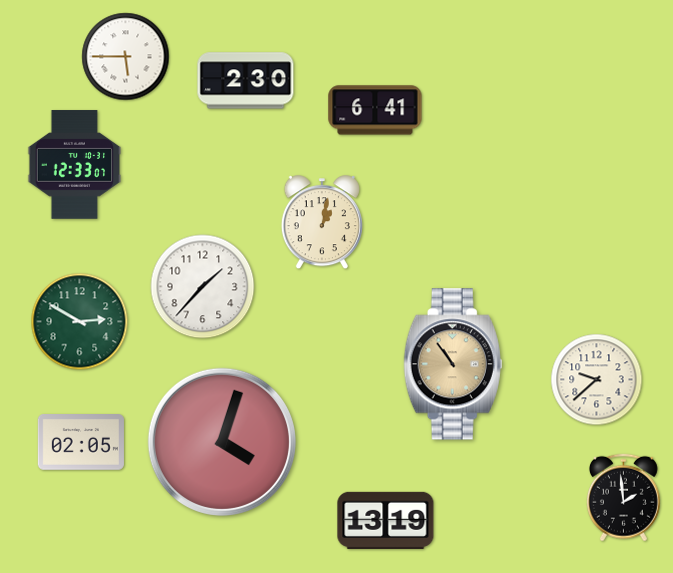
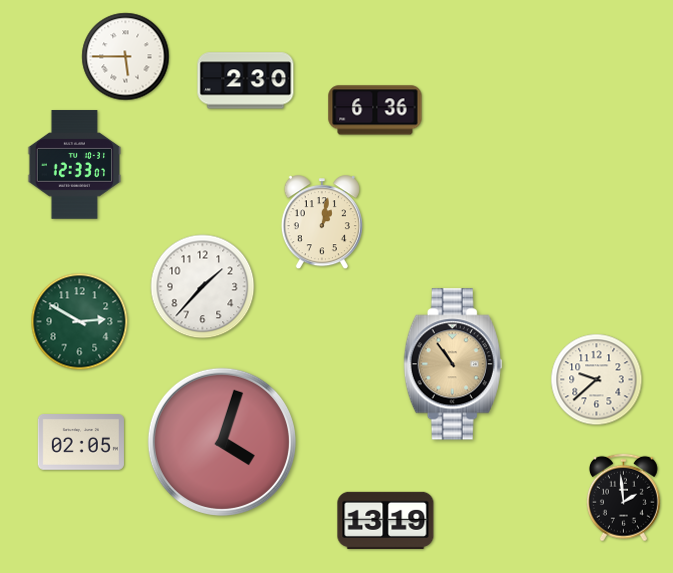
clock at (375, 110): 6:41 -> 6:36
